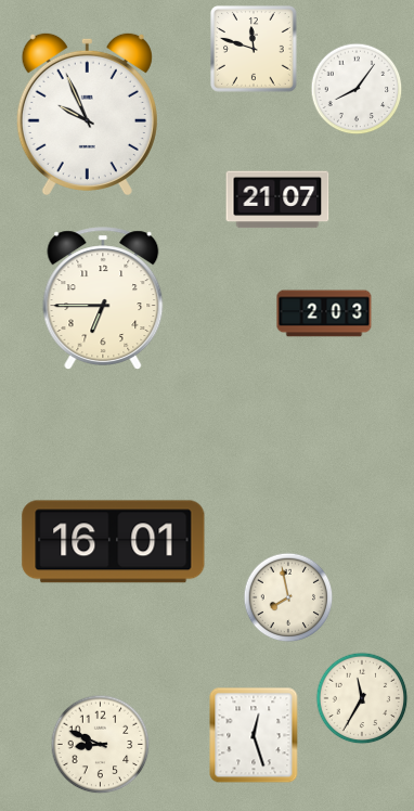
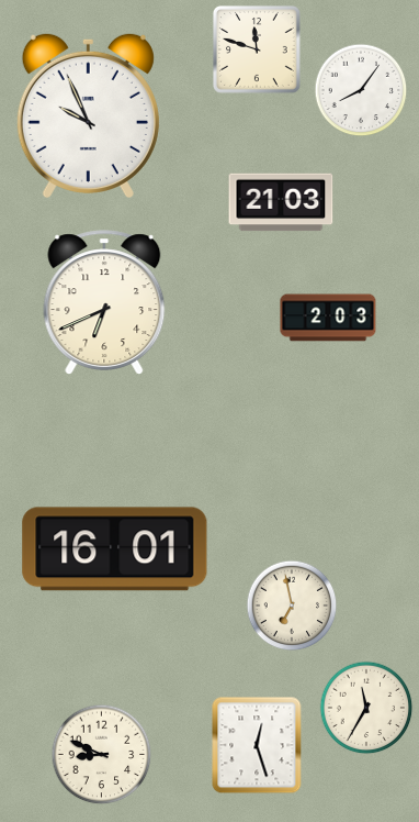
clock at (277, 199): 21:07 -> 21:03
clock at (103, 298): 6:45 -> 6:41
clock at (288, 597): 7:58 -> 6:58
